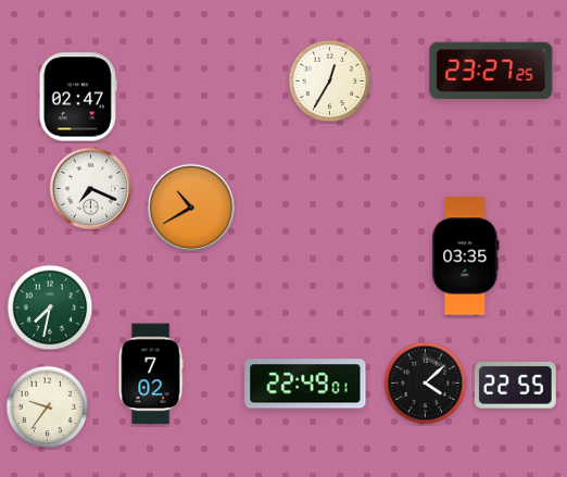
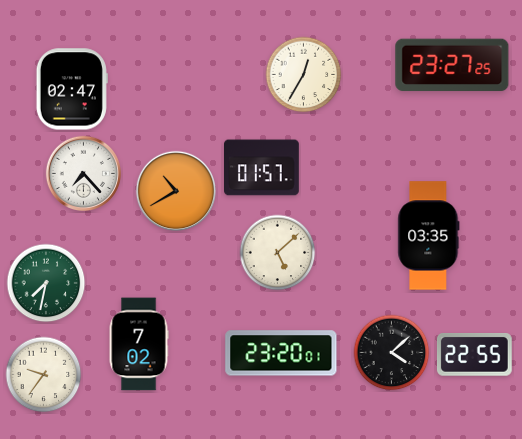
clock at (262, 168): none -> 01:57
clock at (90, 188): 7:19 -> 7:23
clock at (278, 253): none -> 5:08
clock at (305, 384): 22:49 -> 23:20
